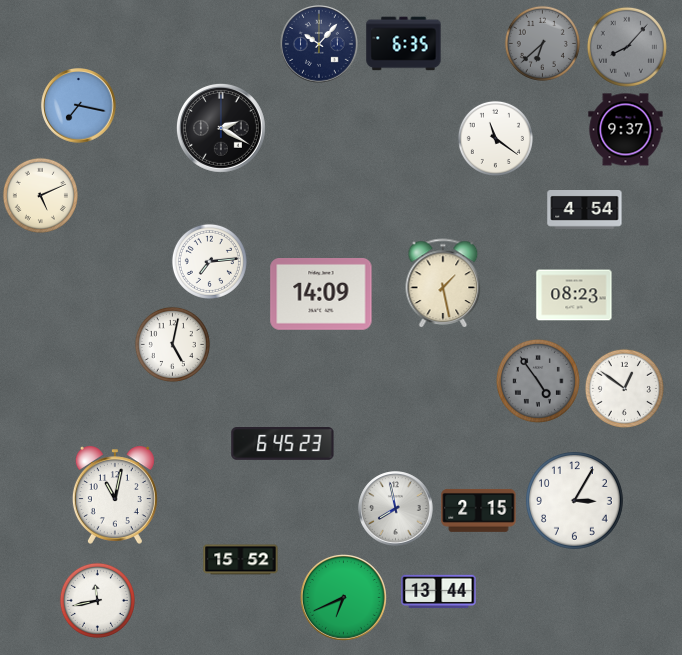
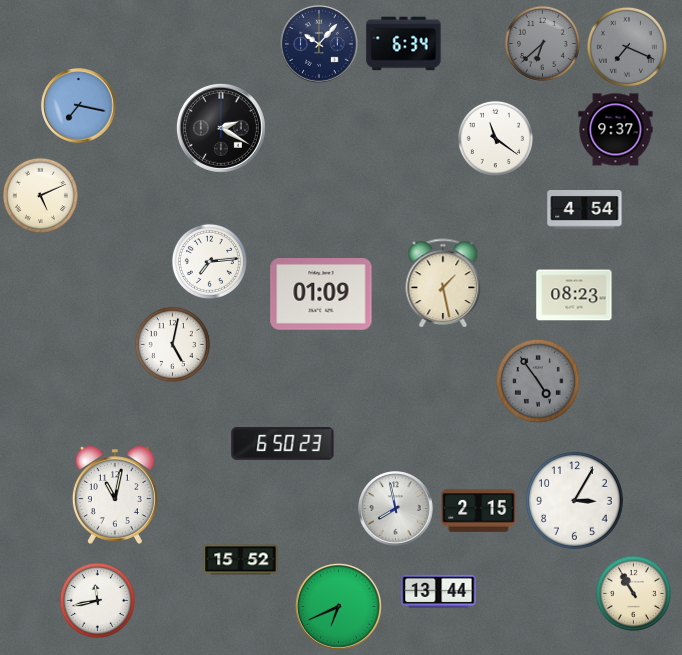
clock at (404, 44): 6:35 -> 6:34
clock at (627, 47): 8:07 -> 7:19
clock at (626, 130) position: (626, 130) -> (616, 130)
clock at (321, 295): 14:09 -> 01:09
clock at (624, 388): 12:51 -> none
clock at (283, 444): 6:45 -> 6:50
clock at (633, 593): none -> 10:55
clock at (343, 597) position: (343, 597) -> (338, 606)
